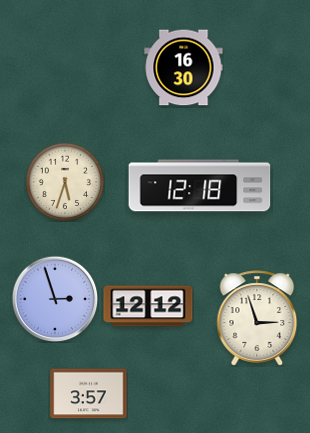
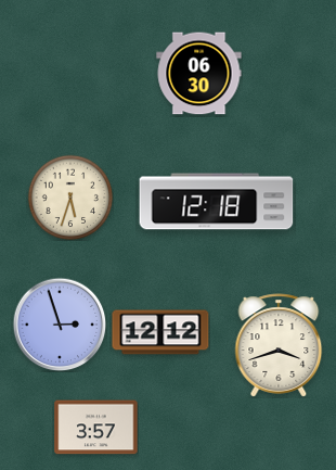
clock at (184, 68): 16:30 -> 06:30
clock at (257, 318): 2:57 -> 3:42
